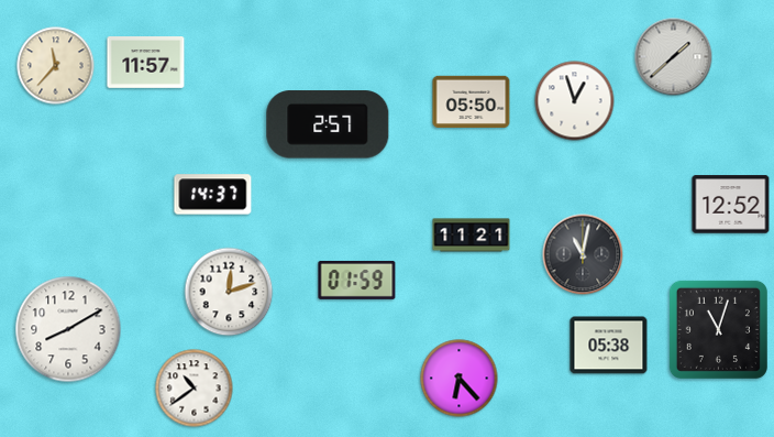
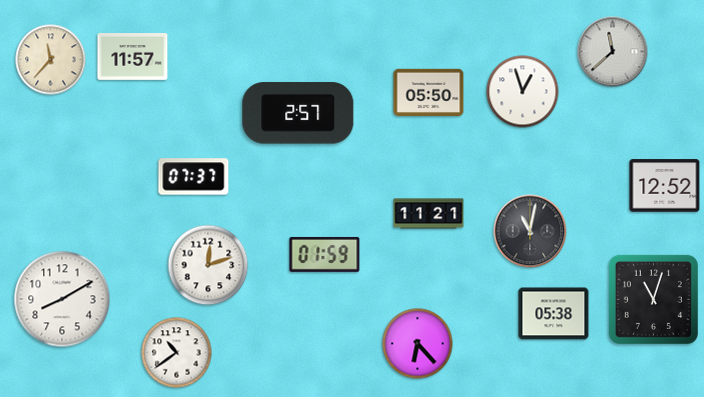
clock at (674, 57): 1:38 -> 11:38
clock at (213, 195): 14:37 -> 07:37
